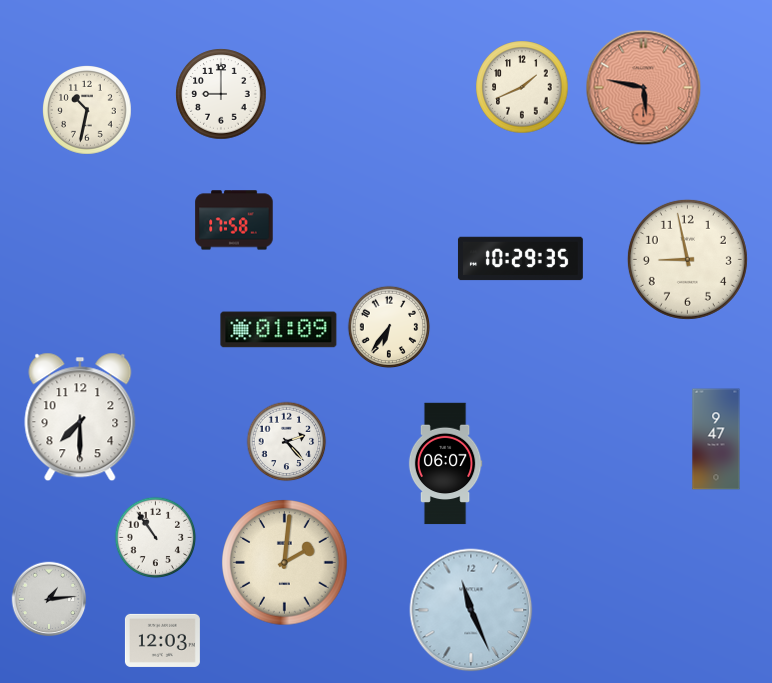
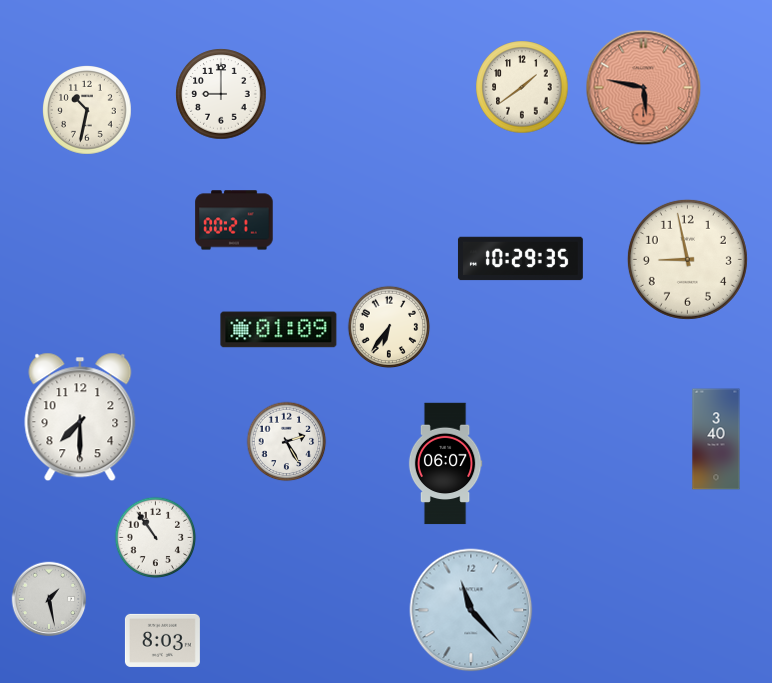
clock at (522, 87): 1:41 -> 1:39
clock at (234, 220): 17:58 -> 00:21
clock at (716, 439): 9:47 -> 3:40
clock at (287, 442): 2:23 -> 2:25
clock at (285, 563): 2:01 -> none
clock at (49, 599): 1:14 -> 1:28
clock at (471, 610): 11:26 -> 11:23
clock at (162, 640): 12:03 -> 8:03
